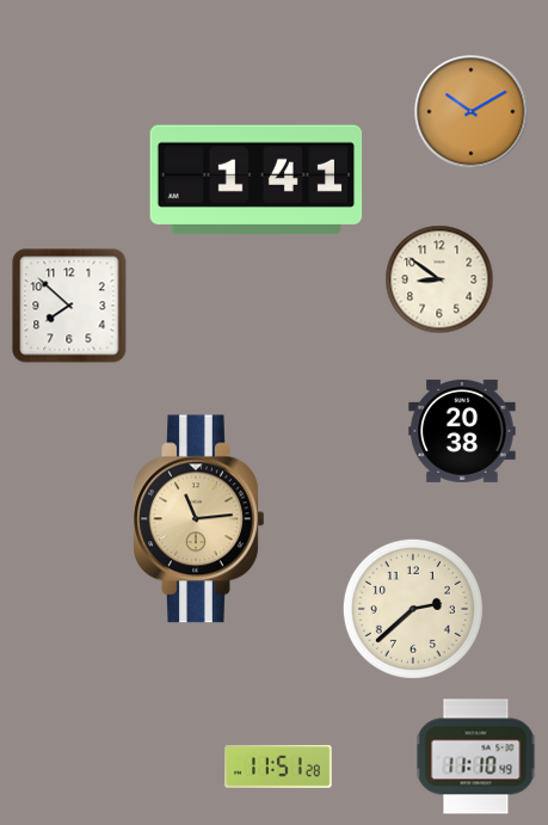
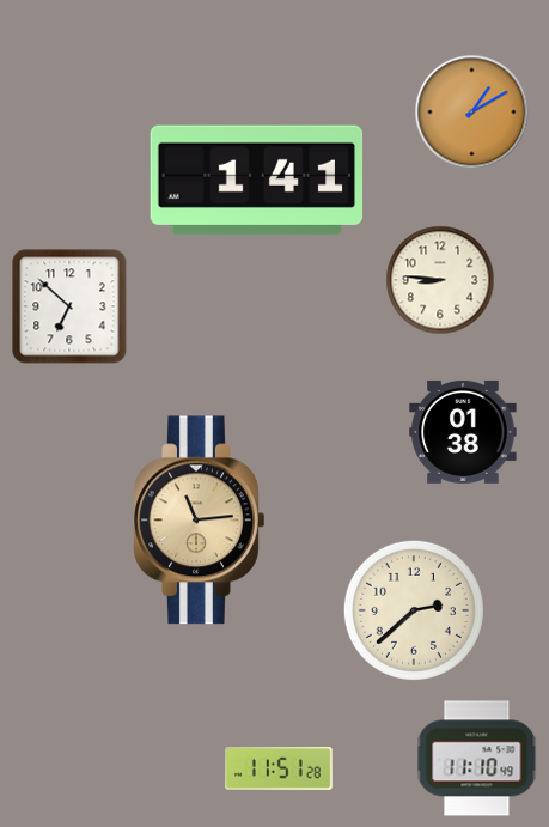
clock at (472, 112): 10:10 -> 1:10
clock at (439, 279): 8:51 -> 8:46
clock at (69, 306): 7:52 -> 6:52
clock at (462, 431): 20:38 -> 01:38
